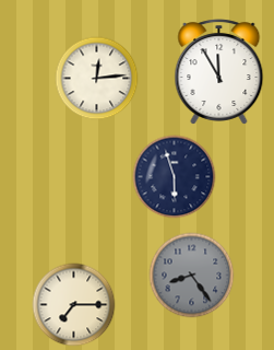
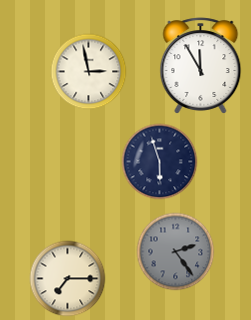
clock at (97, 79): 12:14 -> 2:58
clock at (192, 276): 8:24 -> 2:24
